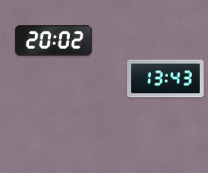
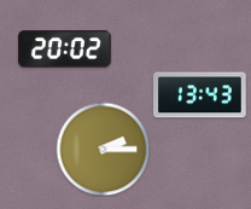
clock at (103, 149): none -> 2:15
